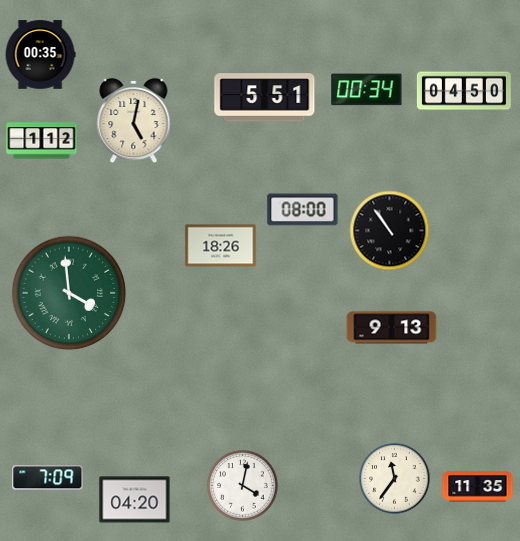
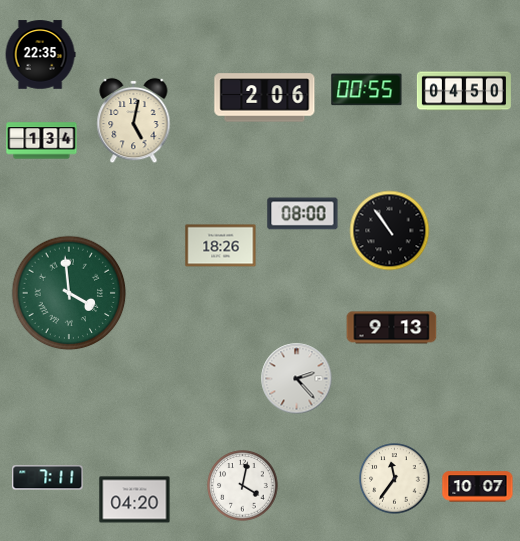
clock at (40, 55): 00:35 -> 22:35
clock at (367, 90): 00:34 -> 00:55
clock at (265, 98): 5:51 -> 2:06
clock at (42, 141): 1:12 -> 1:34
clock at (303, 210) position: (303, 210) -> (303, 214)
clock at (297, 379): none -> 2:23
clock at (48, 478): 7:09 -> 7:11
clock at (478, 487): 11:35 -> 10:07
